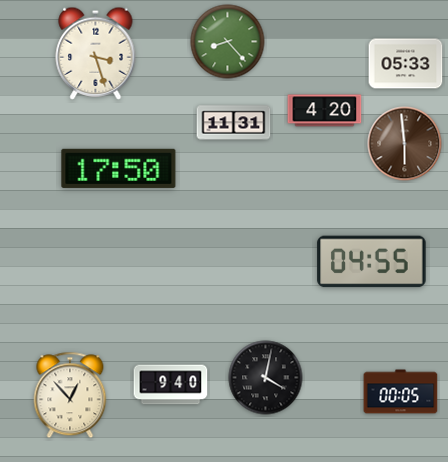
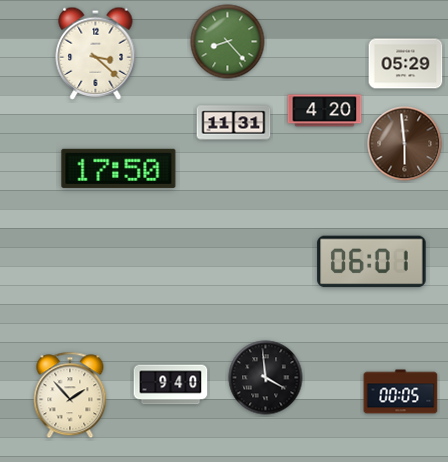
clock at (96, 53): 3:27 -> 3:22
clock at (406, 64): 05:33 -> 05:29
clock at (372, 262): 04:55 -> 06:01
clock at (266, 378): 4:02 -> 3:59
clock at (70, 395): 12:53 -> 1:53
